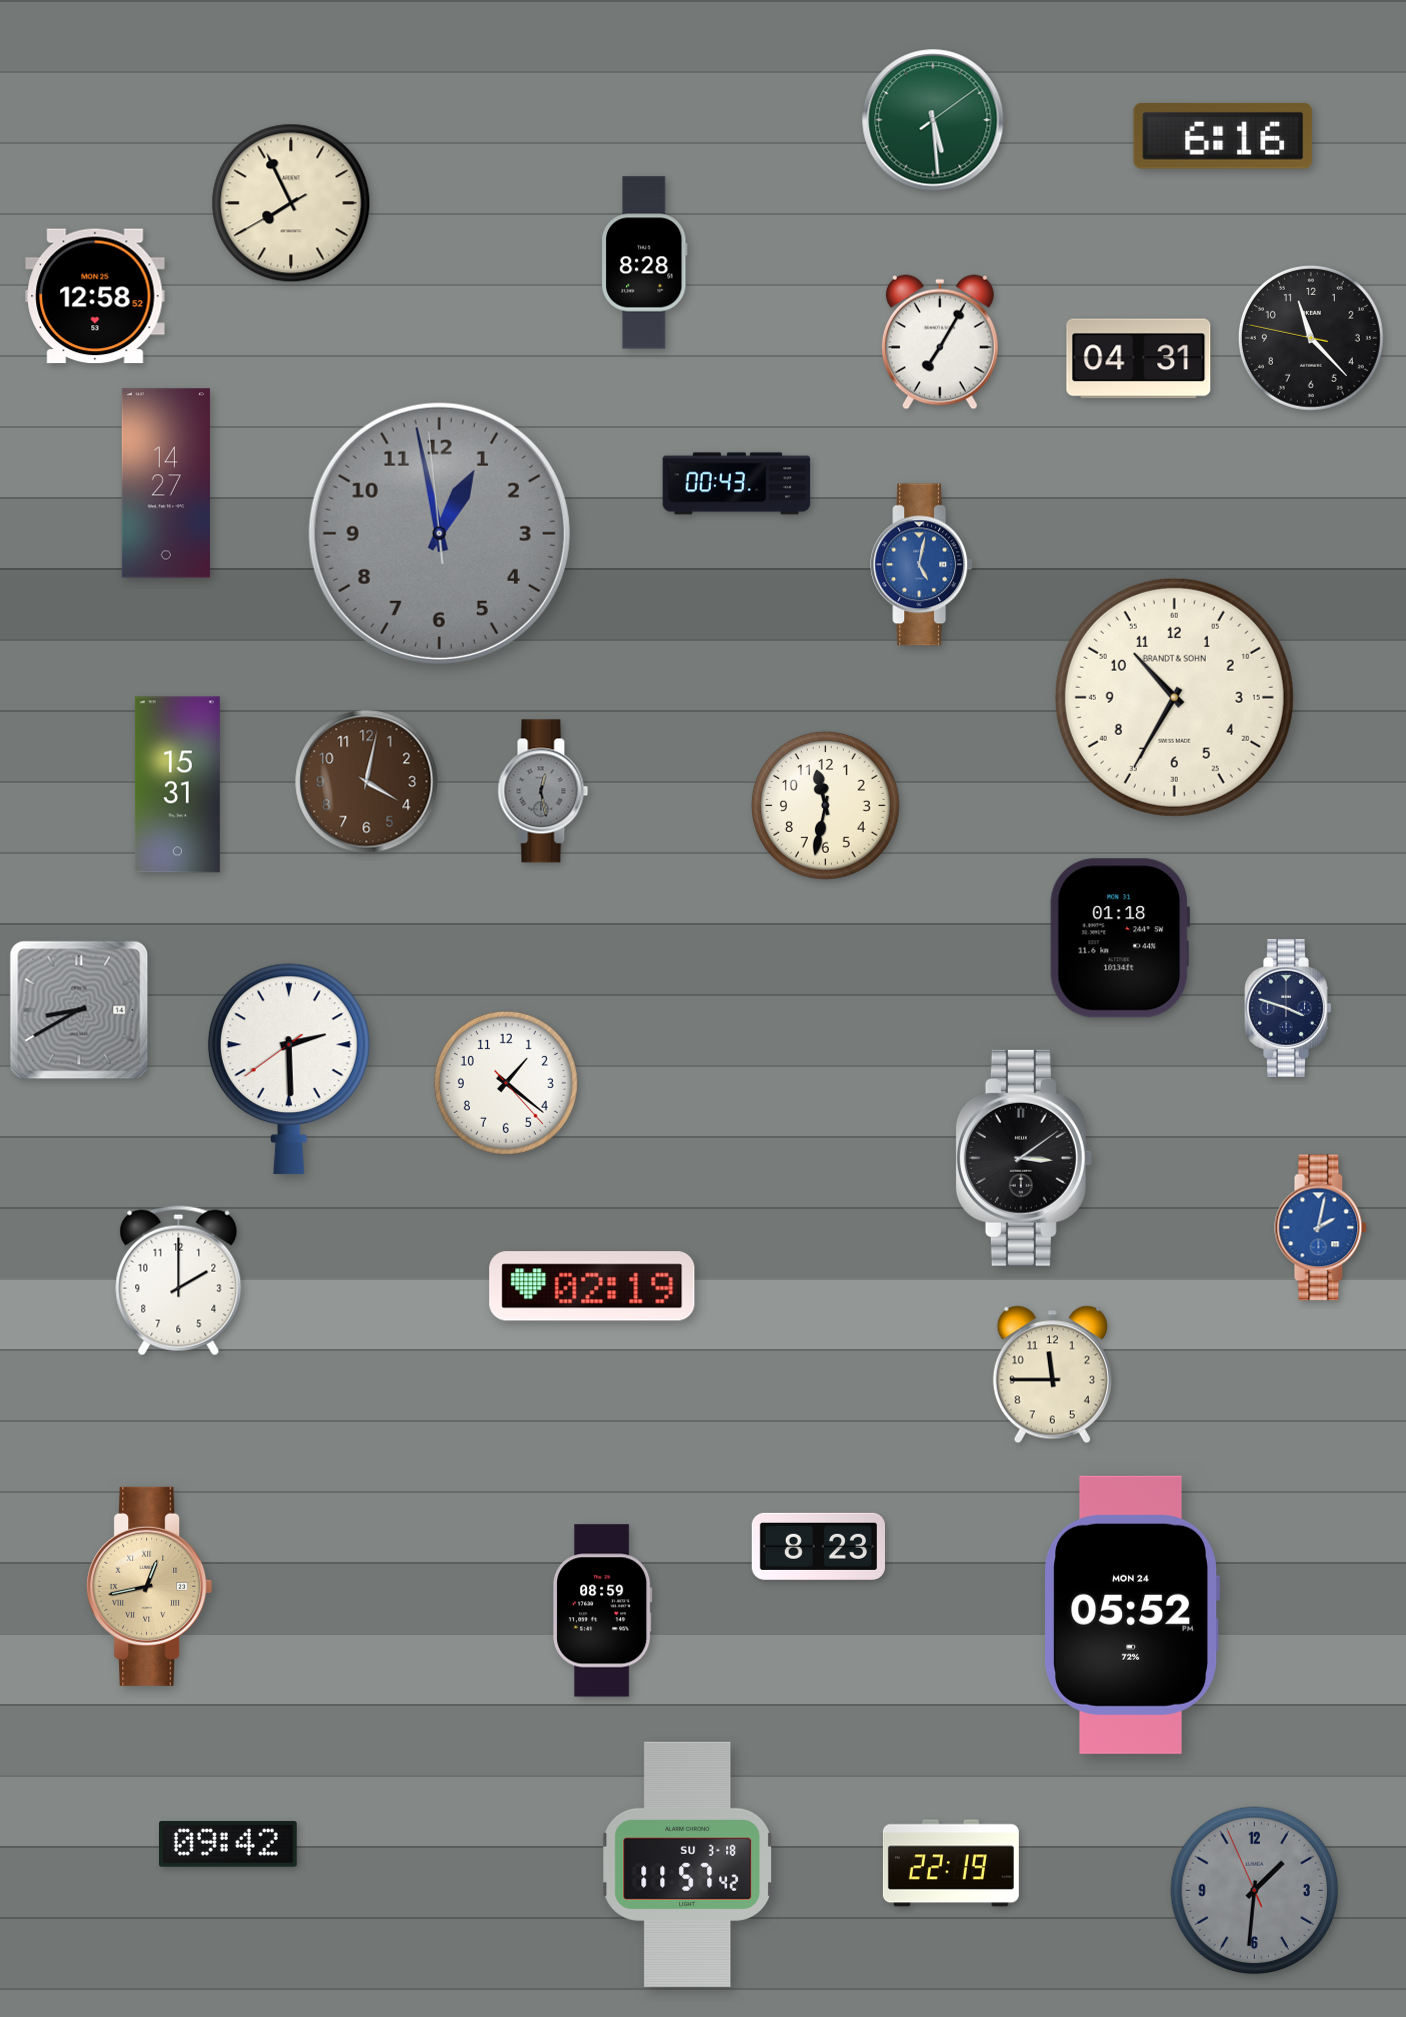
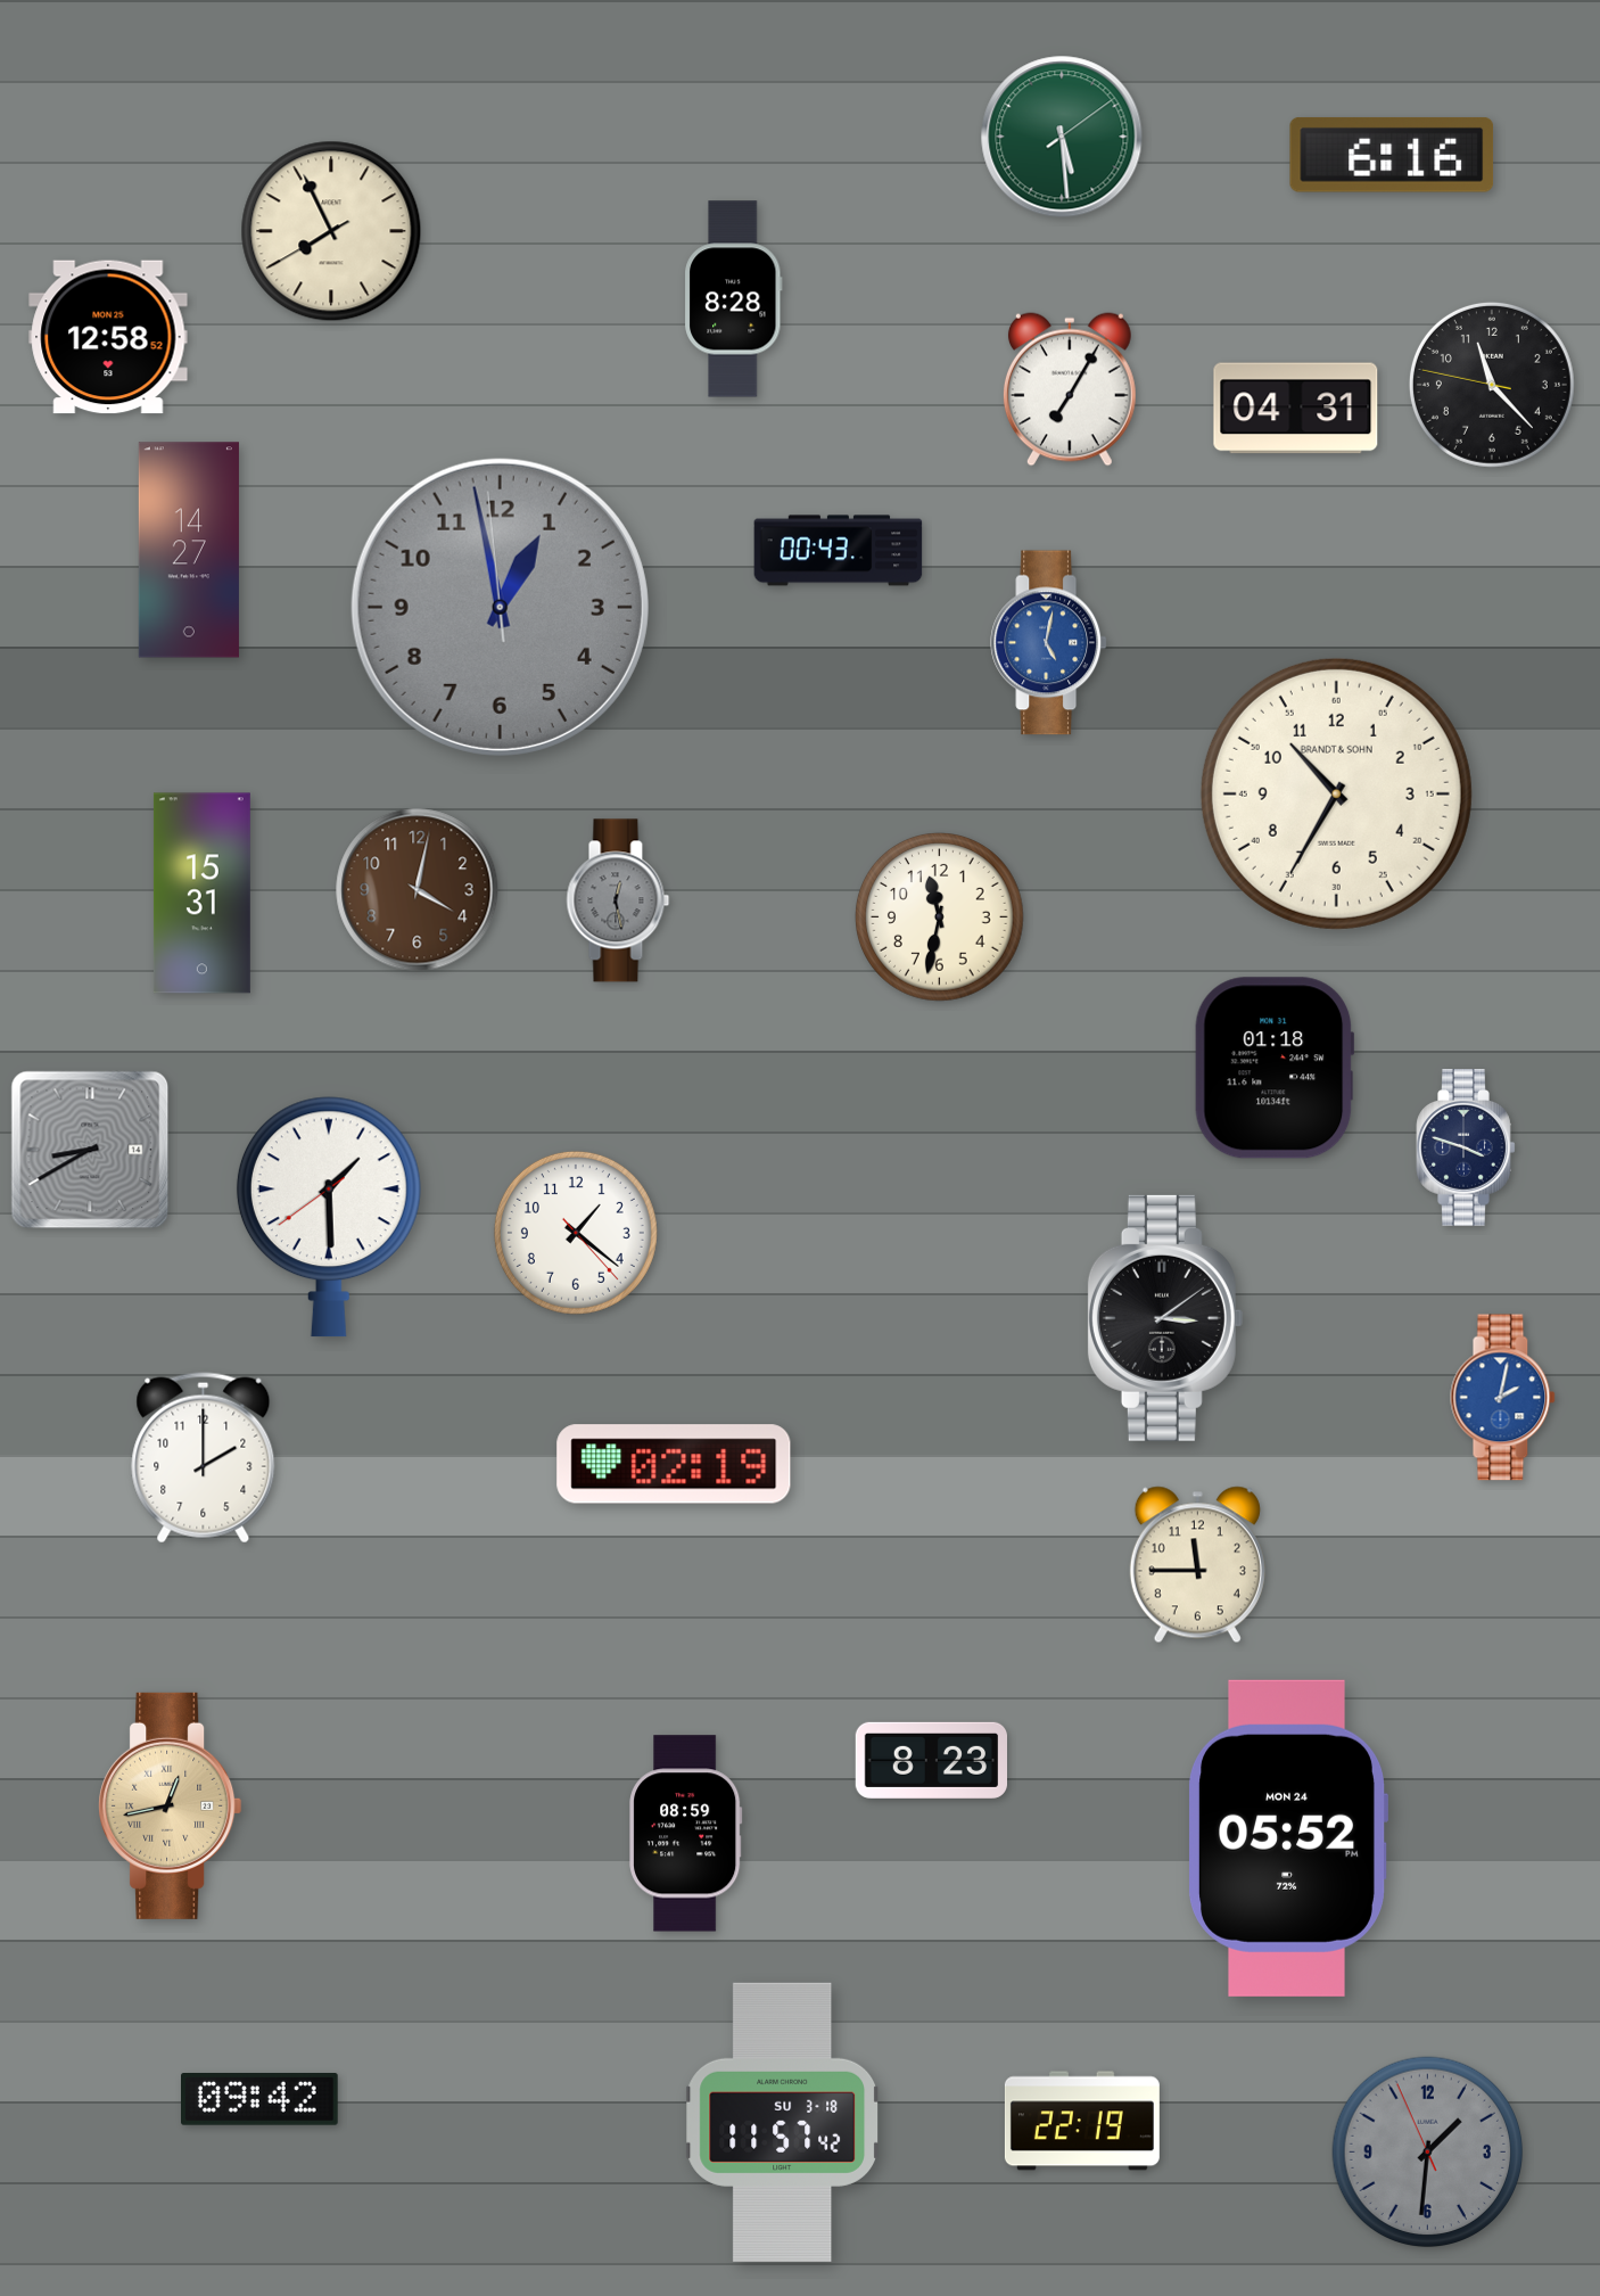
clock at (289, 1069): 2:29 -> 1:29
